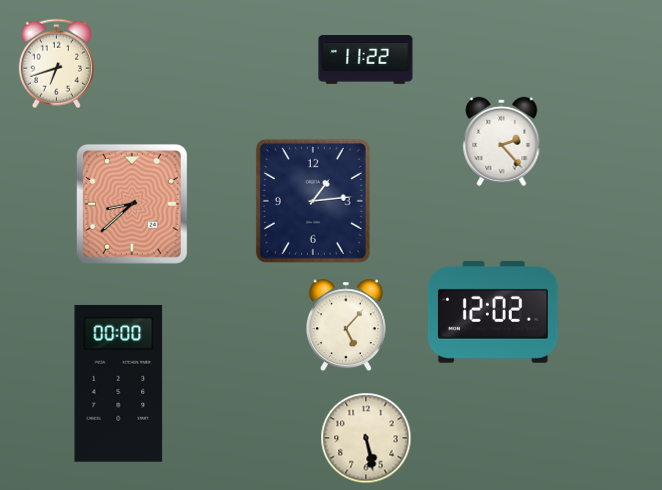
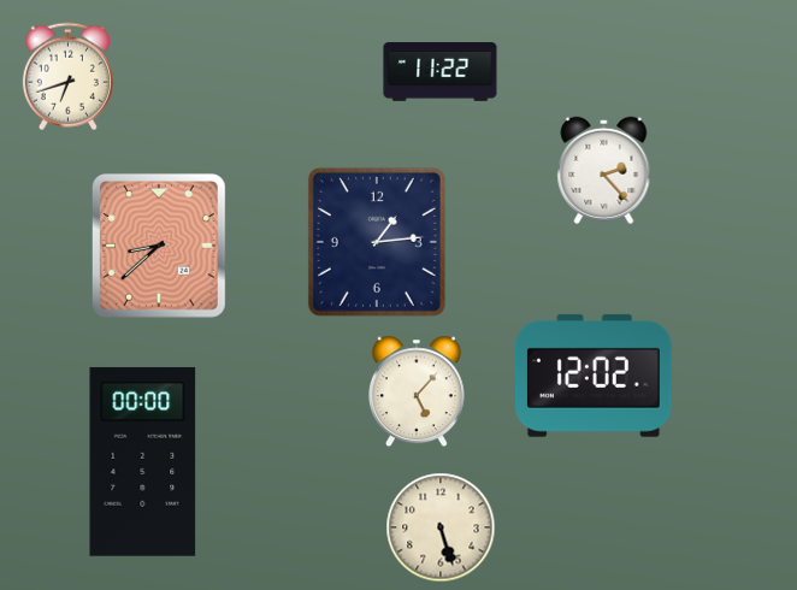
clock at (366, 438): 5:28 -> 5:27
